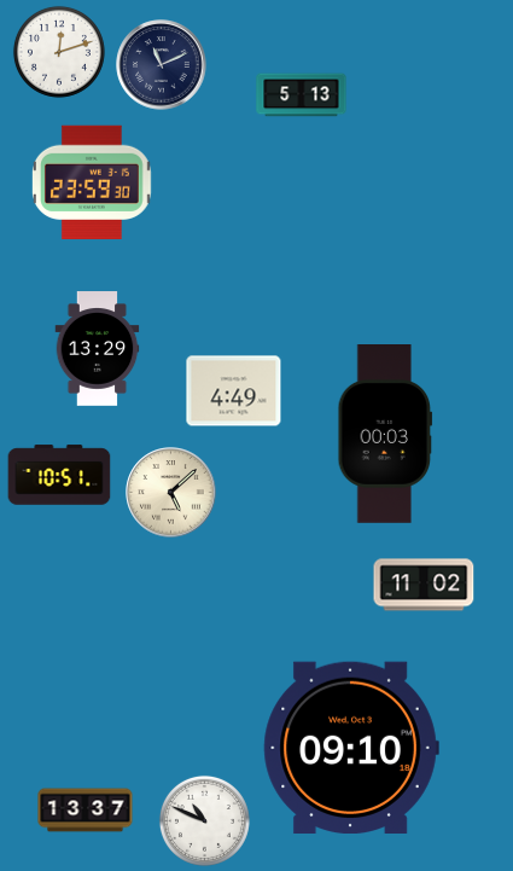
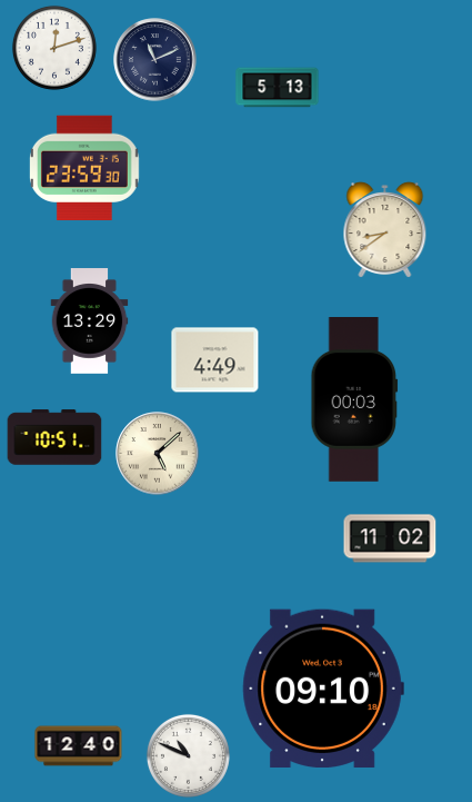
clock at (162, 65) position: (162, 65) -> (155, 60)
clock at (385, 230): none -> 8:39
clock at (86, 811): 13:37 -> 12:40
